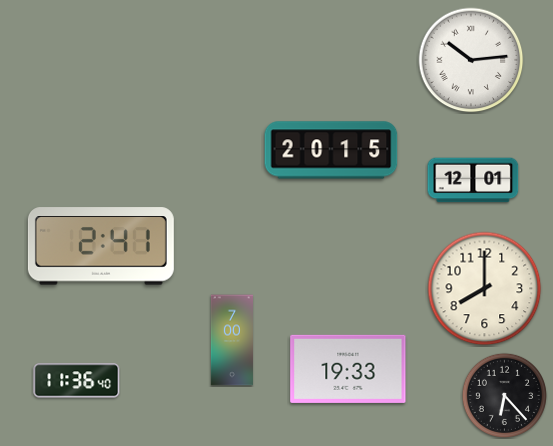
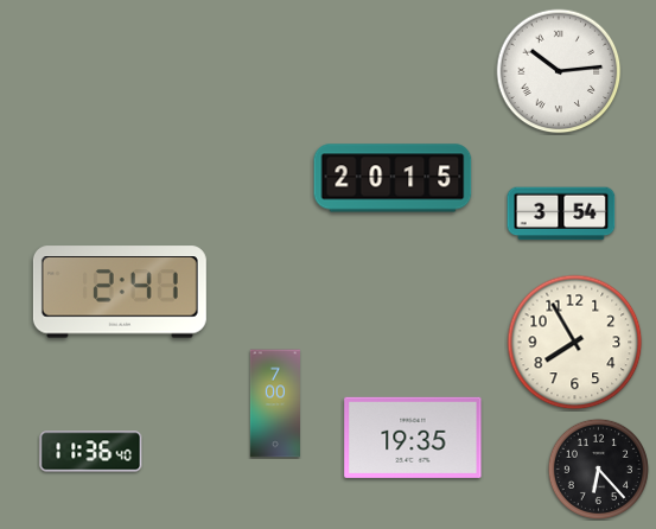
clock at (473, 180): 12:01 -> 3:54
clock at (485, 289): 8:00 -> 7:55
clock at (348, 369): 19:33 -> 19:35
